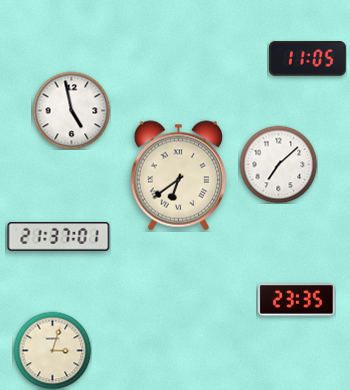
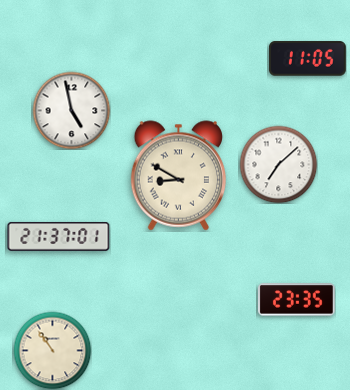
clock at (178, 176): 6:39 -> 8:50
clock at (52, 350): 3:03 -> 10:54
